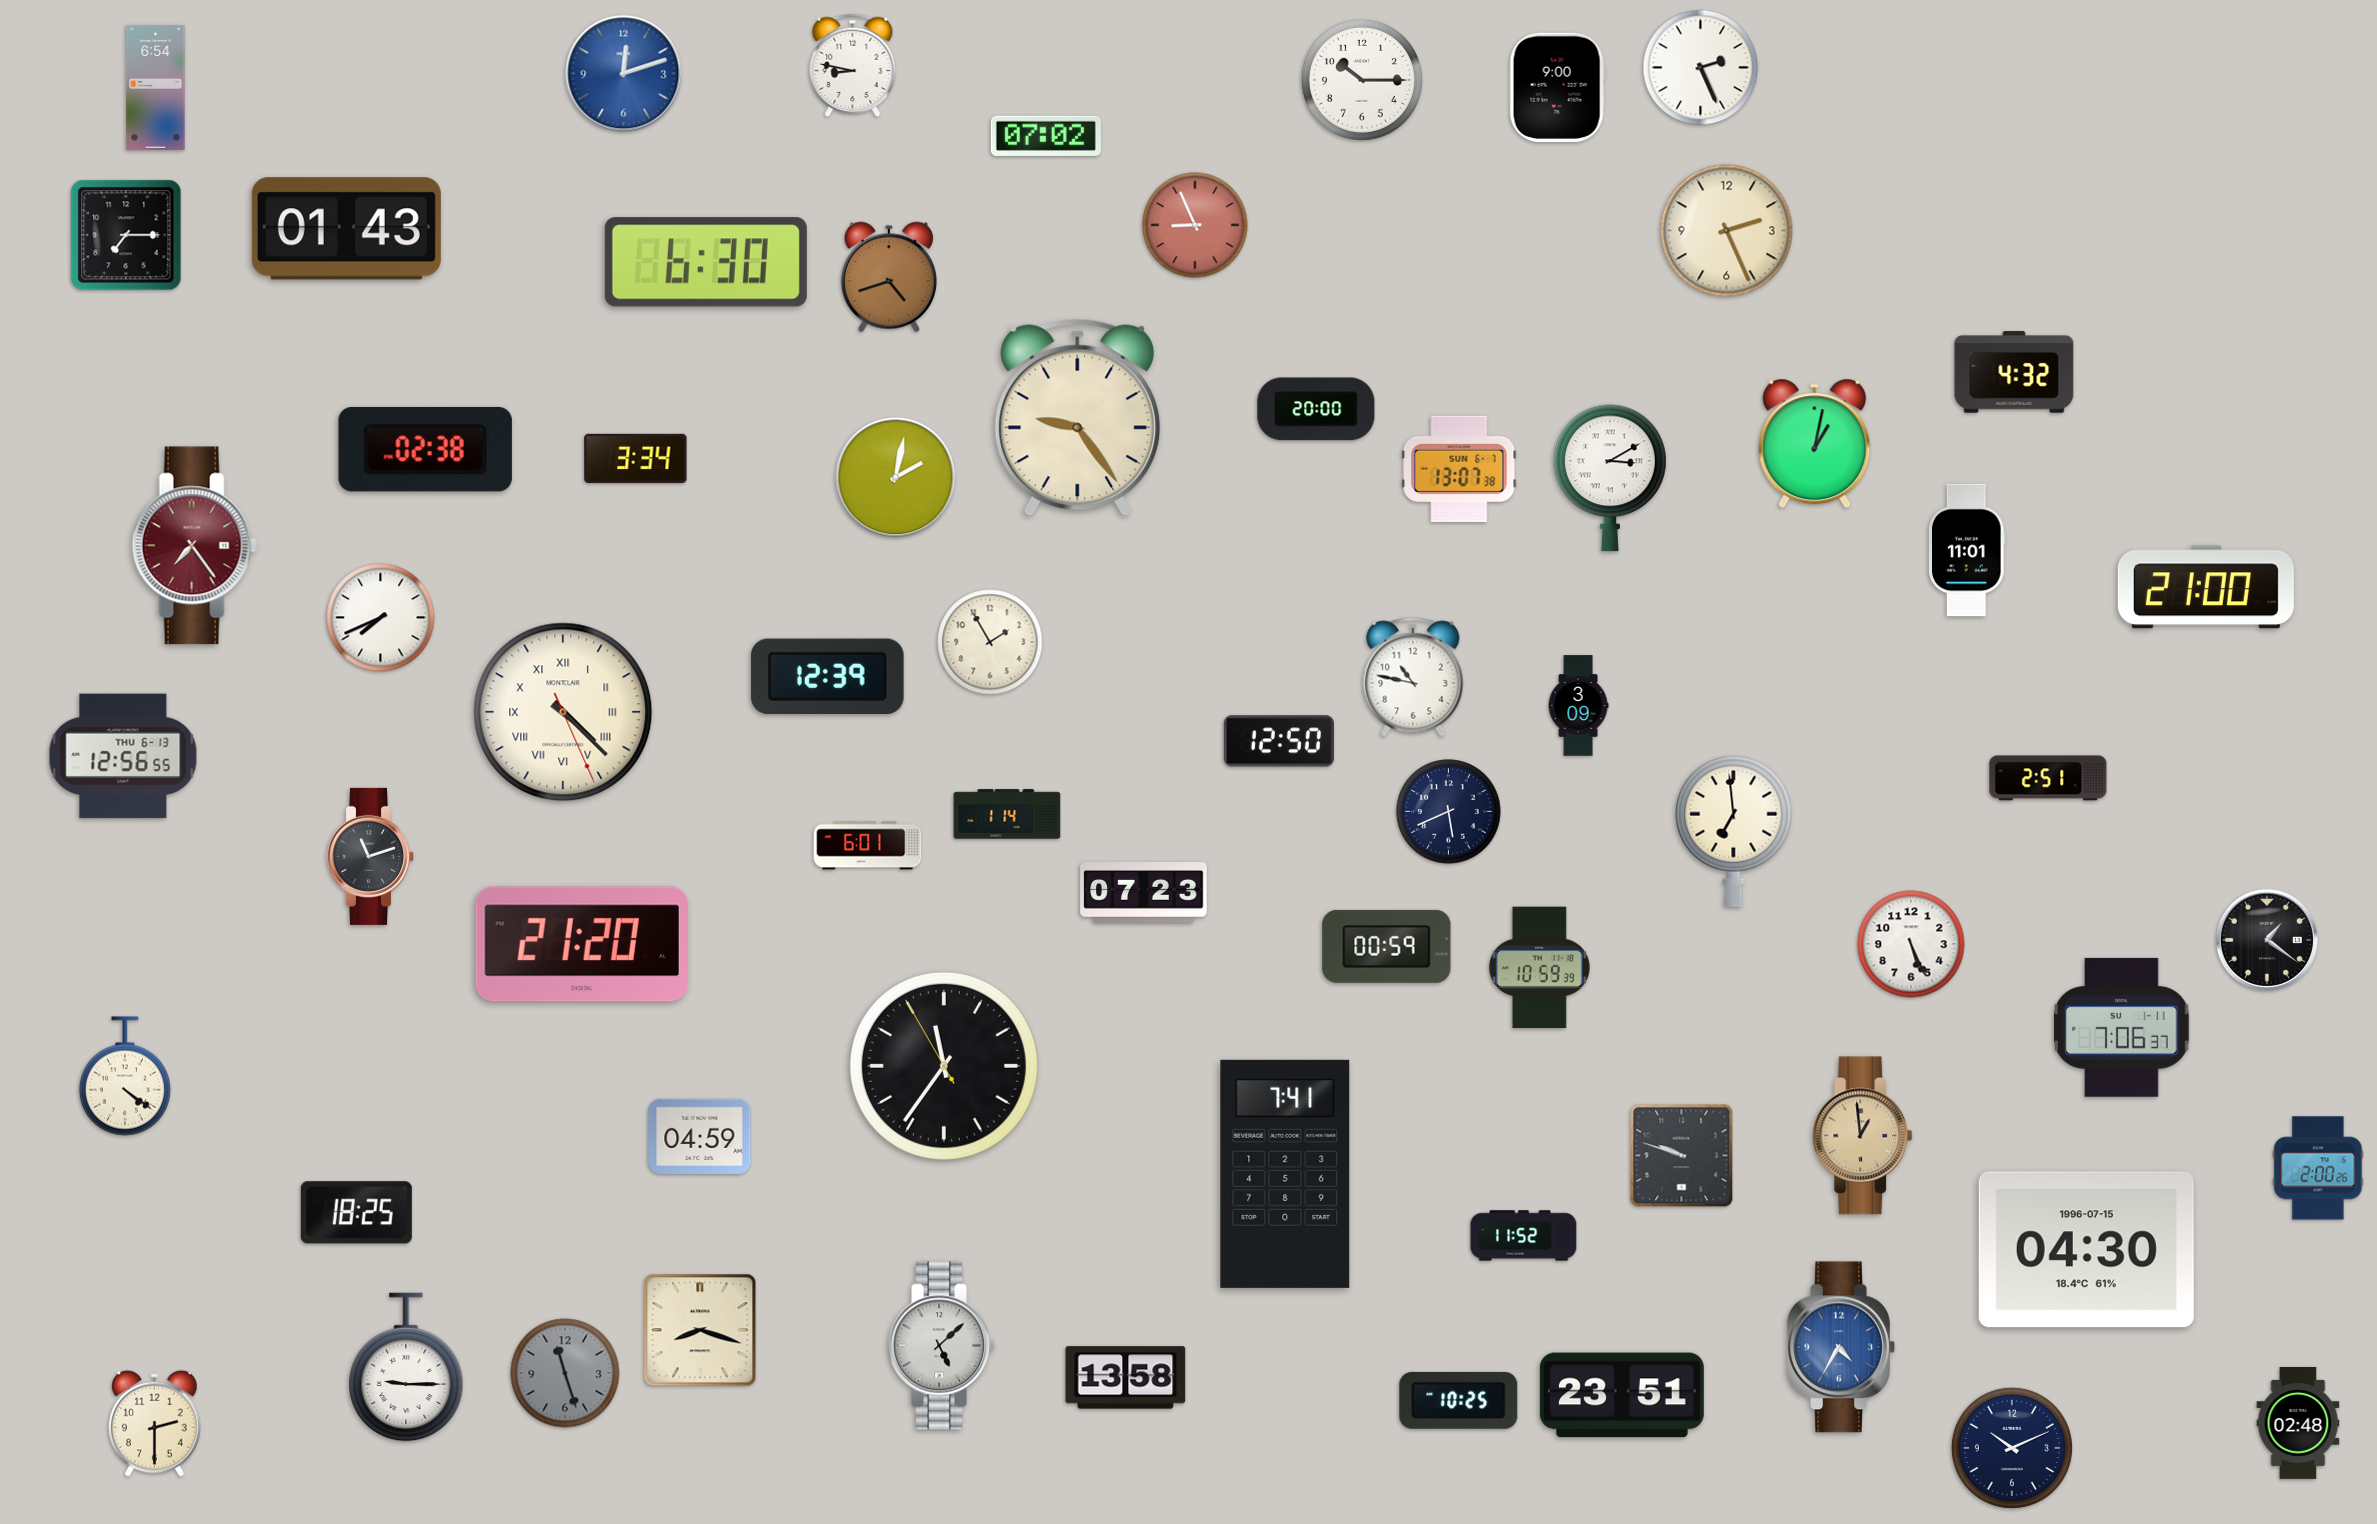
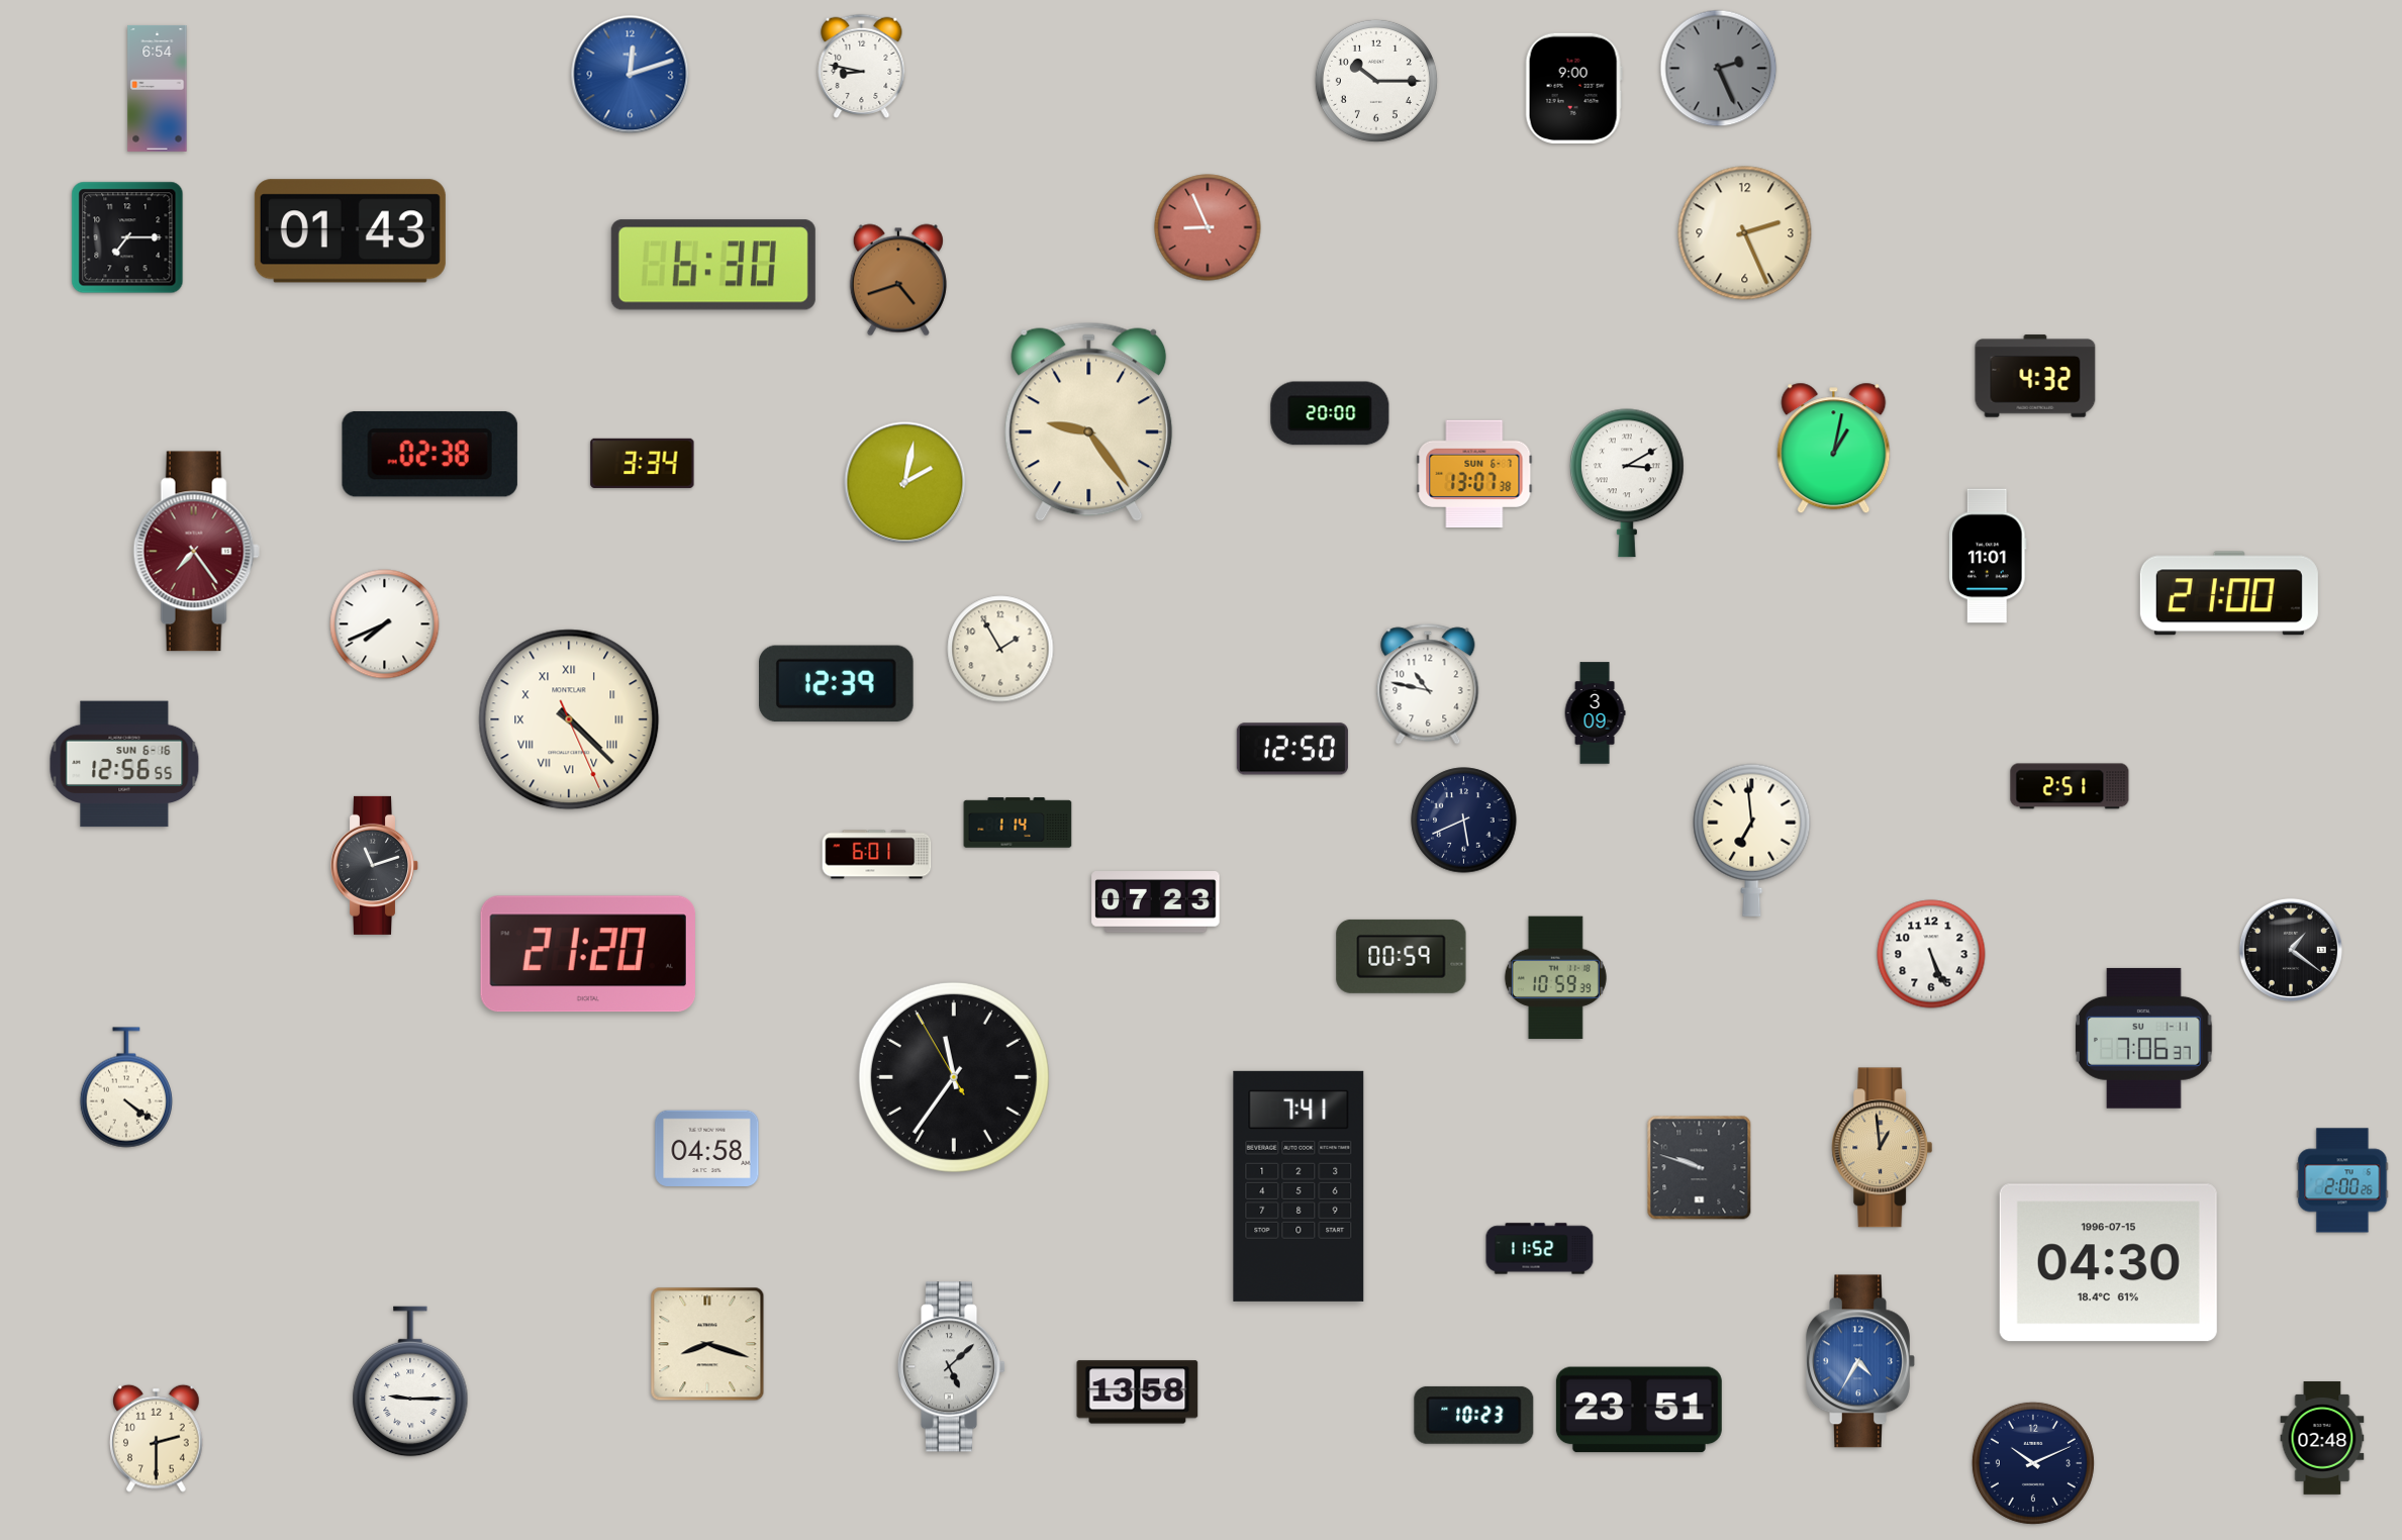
clock at (1701, 68) dial: white -> grey
clock at (1046, 136): 07:02 -> none
clock at (123, 756) date: THU 6-13 -> SUN 6-16
clock at (700, 1136): 04:59 -> 04:58
clock at (356, 1213): 18:25 -> none
clock at (942, 1346) position: (942, 1346) -> (952, 1367)
clock at (565, 1373): 11:27 -> none
clock at (1459, 1400): 10:25 -> 10:23
